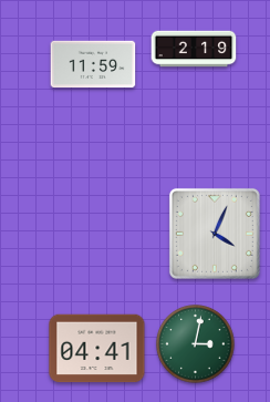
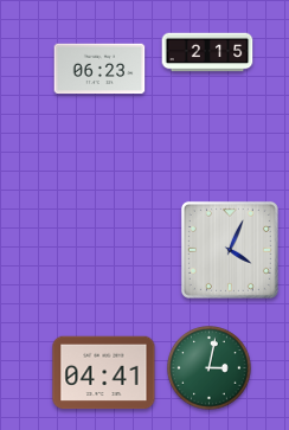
clock at (194, 49): 2:19 -> 2:15
clock at (93, 64): 11:59 -> 06:23
